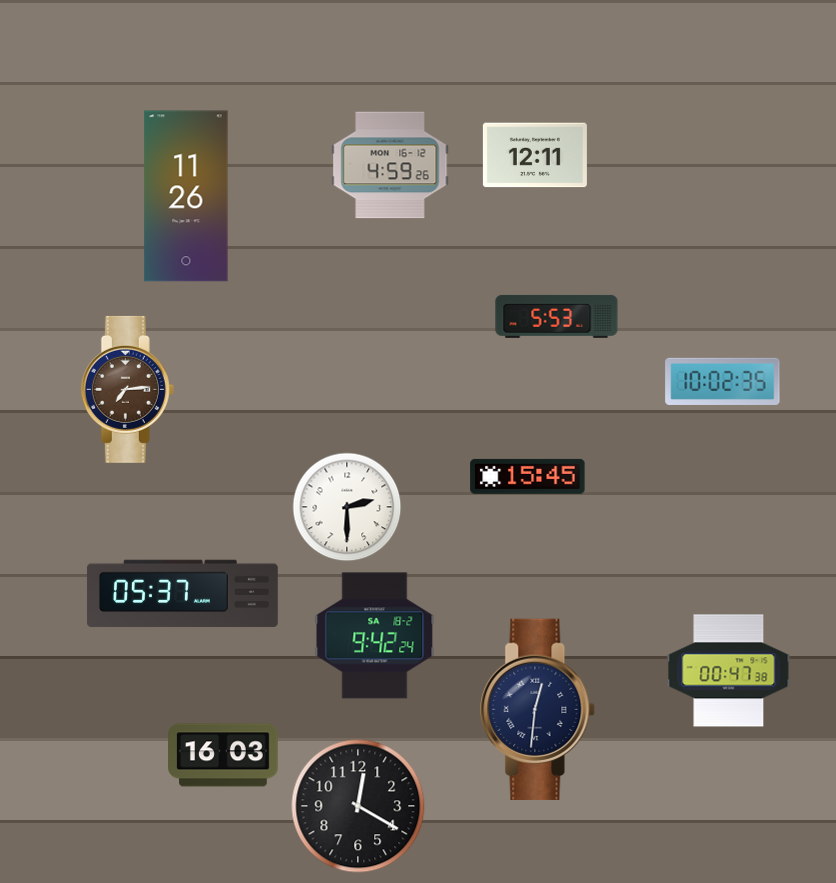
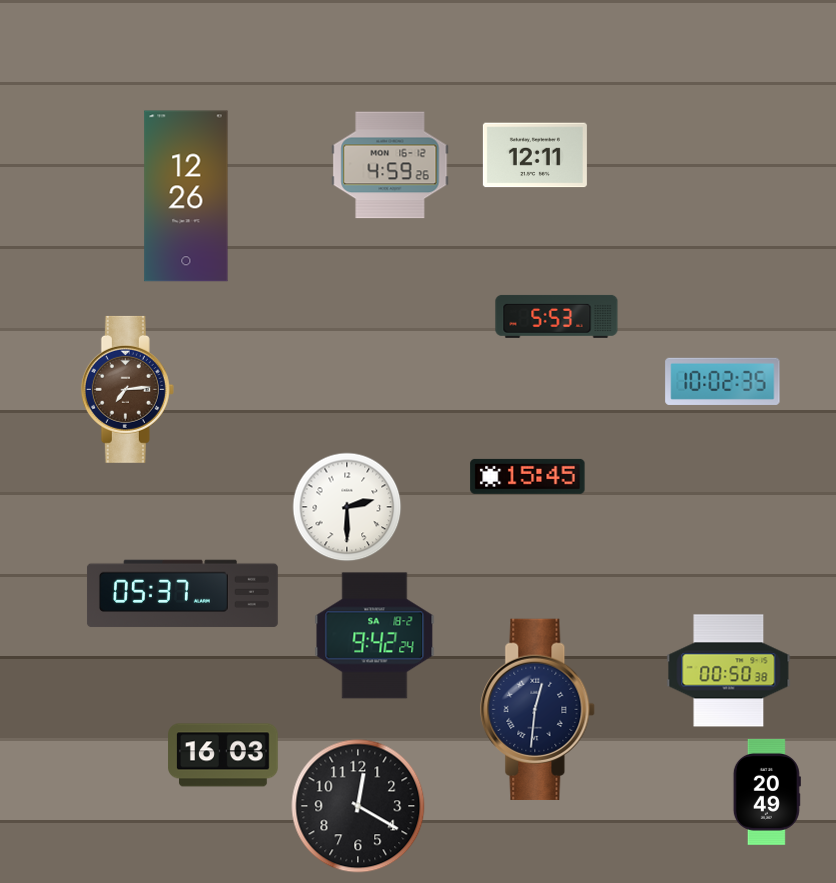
clock at (186, 196): 11:26 -> 12:26
clock at (729, 671): 00:47 -> 00:50
clock at (767, 792): none -> 20:49
